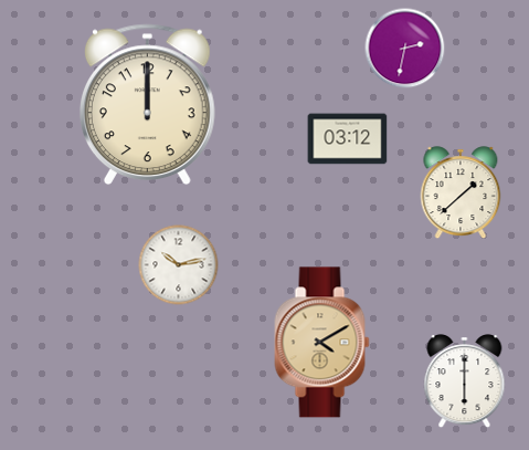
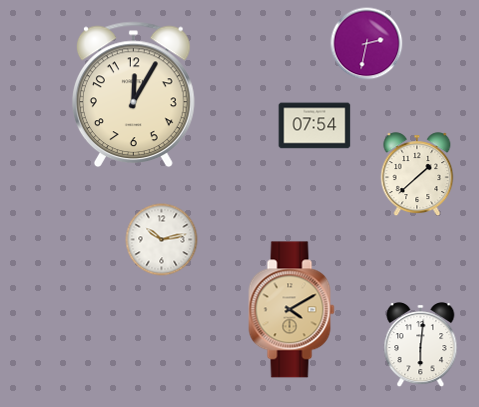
clock at (147, 105): 12:00 -> 12:05
clock at (348, 139): 03:12 -> 07:54
clock at (465, 381): 6:00 -> 6:01
